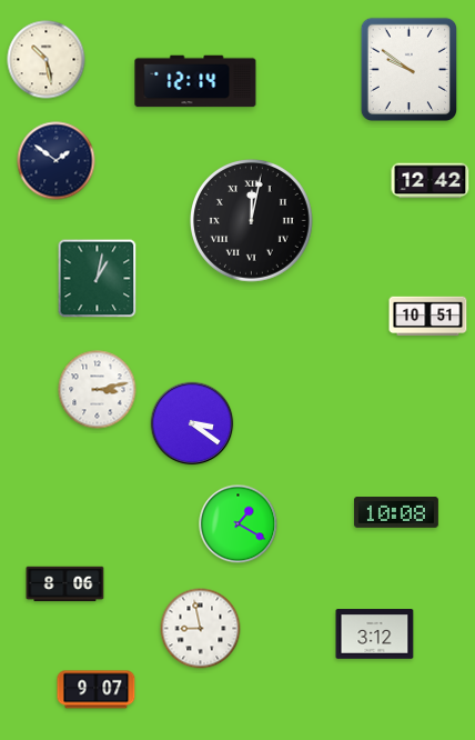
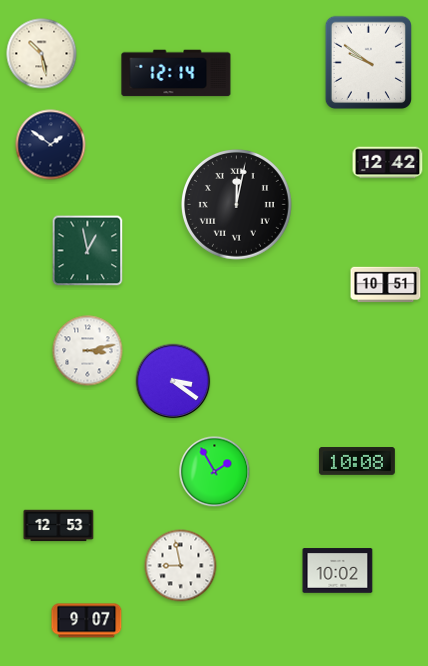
clock at (252, 221) position: (252, 221) -> (237, 205)
clock at (98, 279): 1:02 -> 12:58
clock at (239, 524): 1:20 -> 1:55
clock at (65, 584): 8:06 -> 12:53
clock at (375, 634): 3:12 -> 10:02
